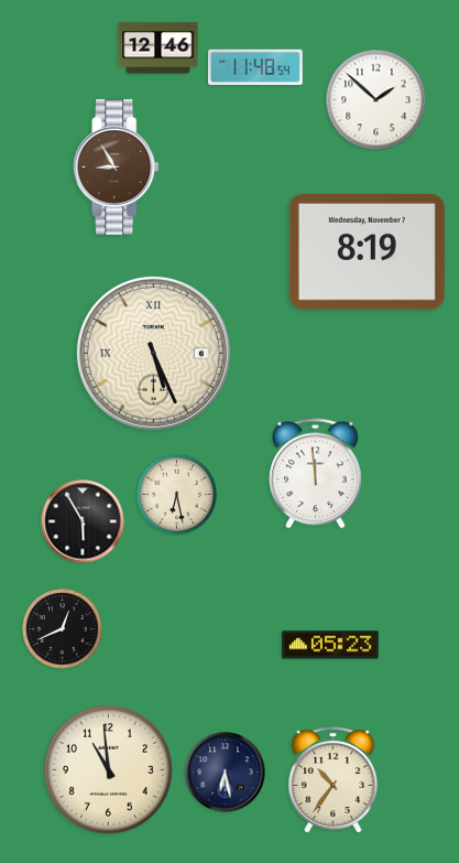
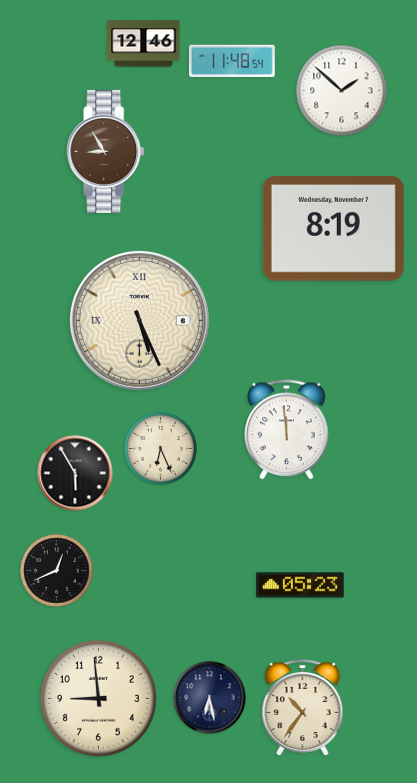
clock at (177, 495): 6:28 -> 6:26
clock at (108, 769): 10:59 -> 8:59
clock at (226, 773) position: (226, 773) -> (210, 698)
